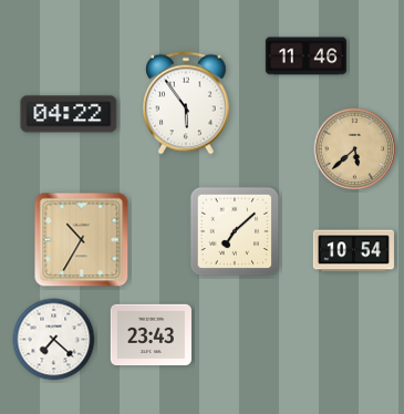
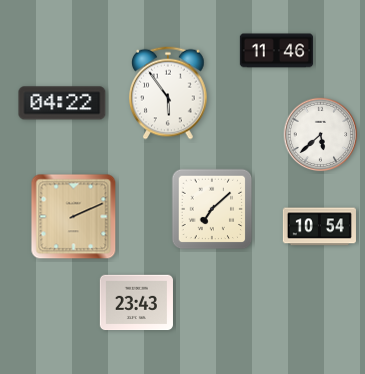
clock at (355, 149) dial: champagne -> white
clock at (82, 240): 10:35 -> 2:11
clock at (54, 340): 7:22 -> none
